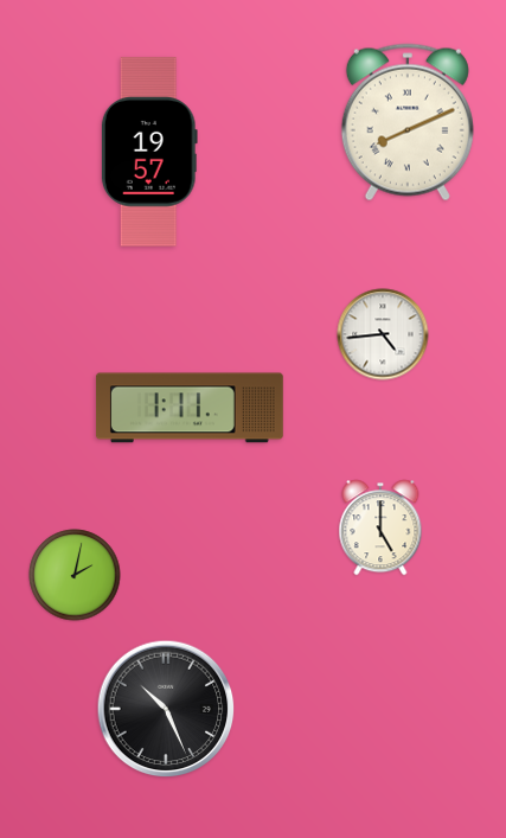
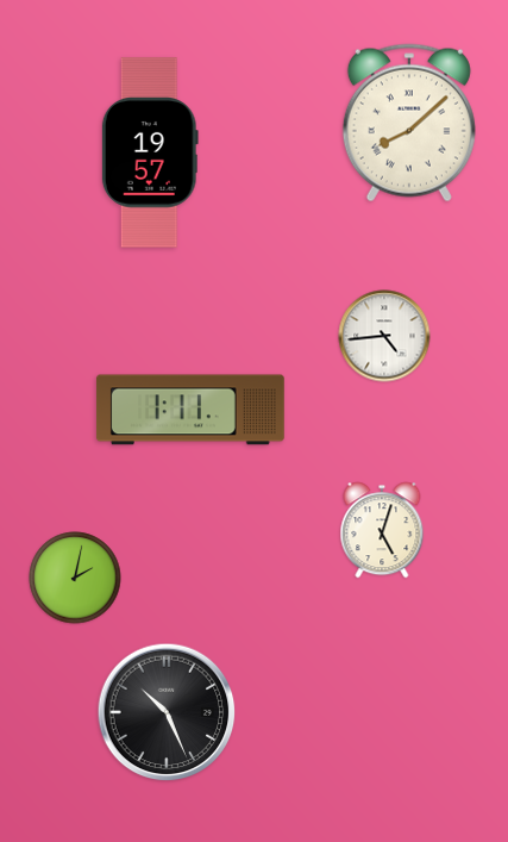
clock at (408, 122): 8:11 -> 8:08
clock at (380, 527): 5:00 -> 5:03
